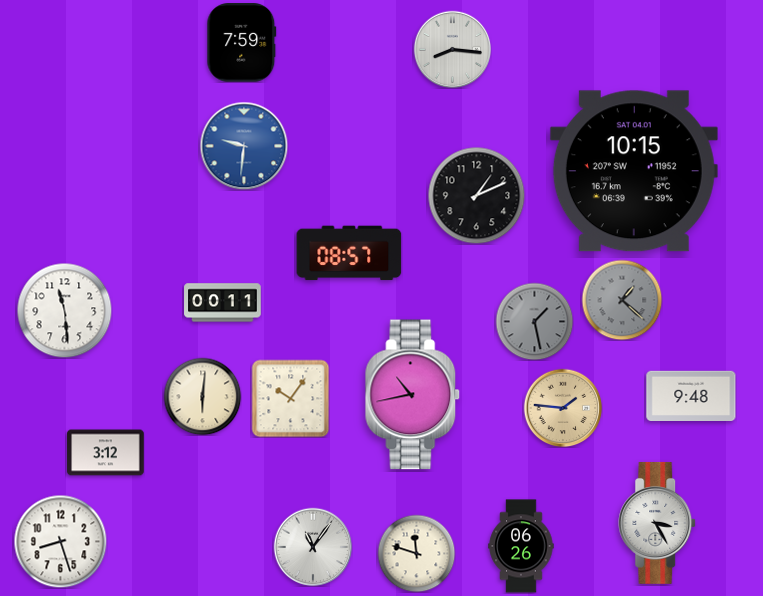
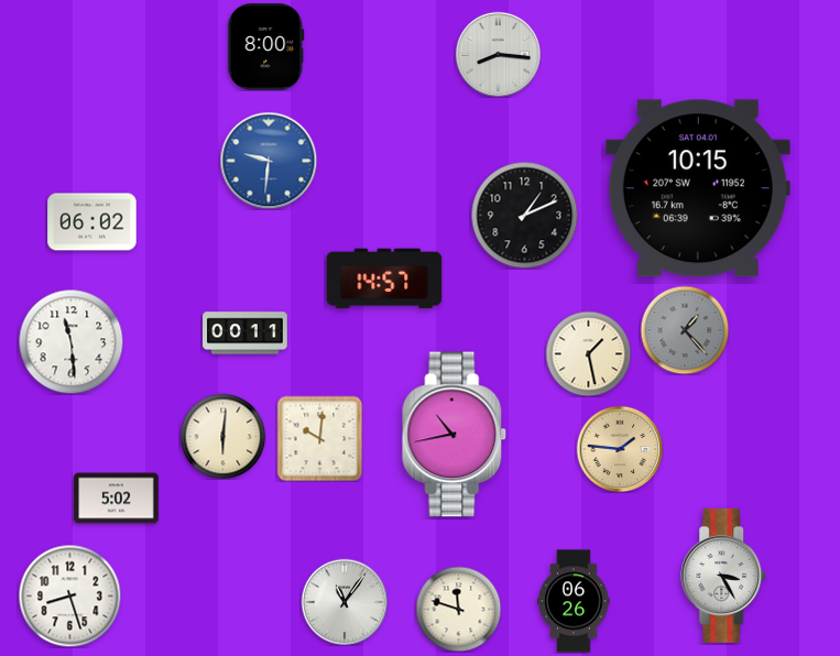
clock at (242, 43): 7:59 -> 8:00
clock at (92, 222): none -> 06:02
clock at (349, 253): 08:57 -> 14:57
clock at (622, 300): 1:22 -> 1:23
clock at (534, 321) dial: grey -> cream
clock at (691, 395): 9:48 -> none
clock at (290, 398): 10:06 -> 10:01
clock at (106, 453): 3:12 -> 5:02
clock at (60, 541) position: (60, 541) -> (69, 595)
